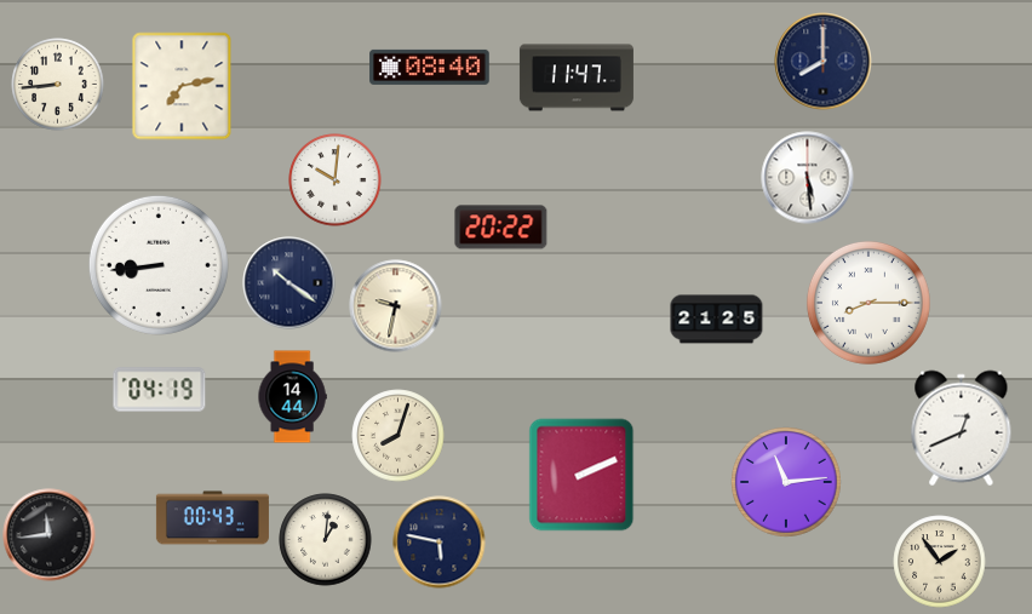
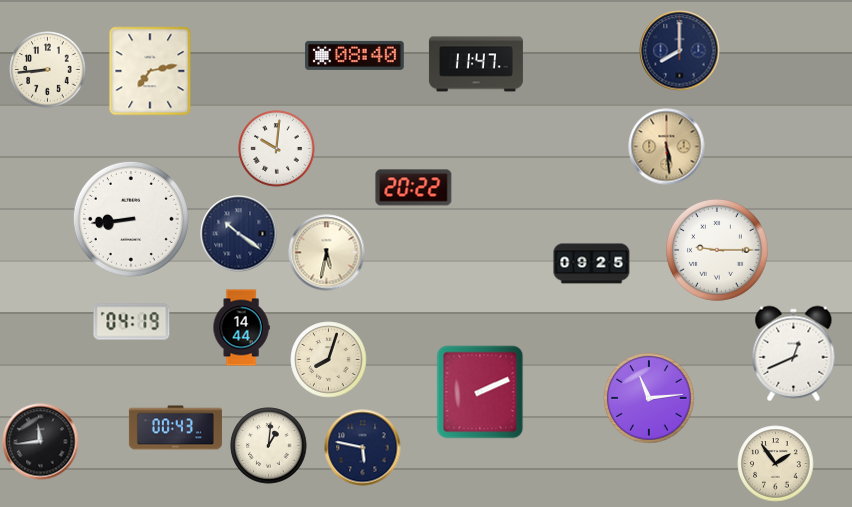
clock at (808, 178) dial: white -> champagne
clock at (868, 303): 8:15 -> 9:15
clock at (396, 306): 9:32 -> 5:32
clock at (717, 320): 21:25 -> 09:25
